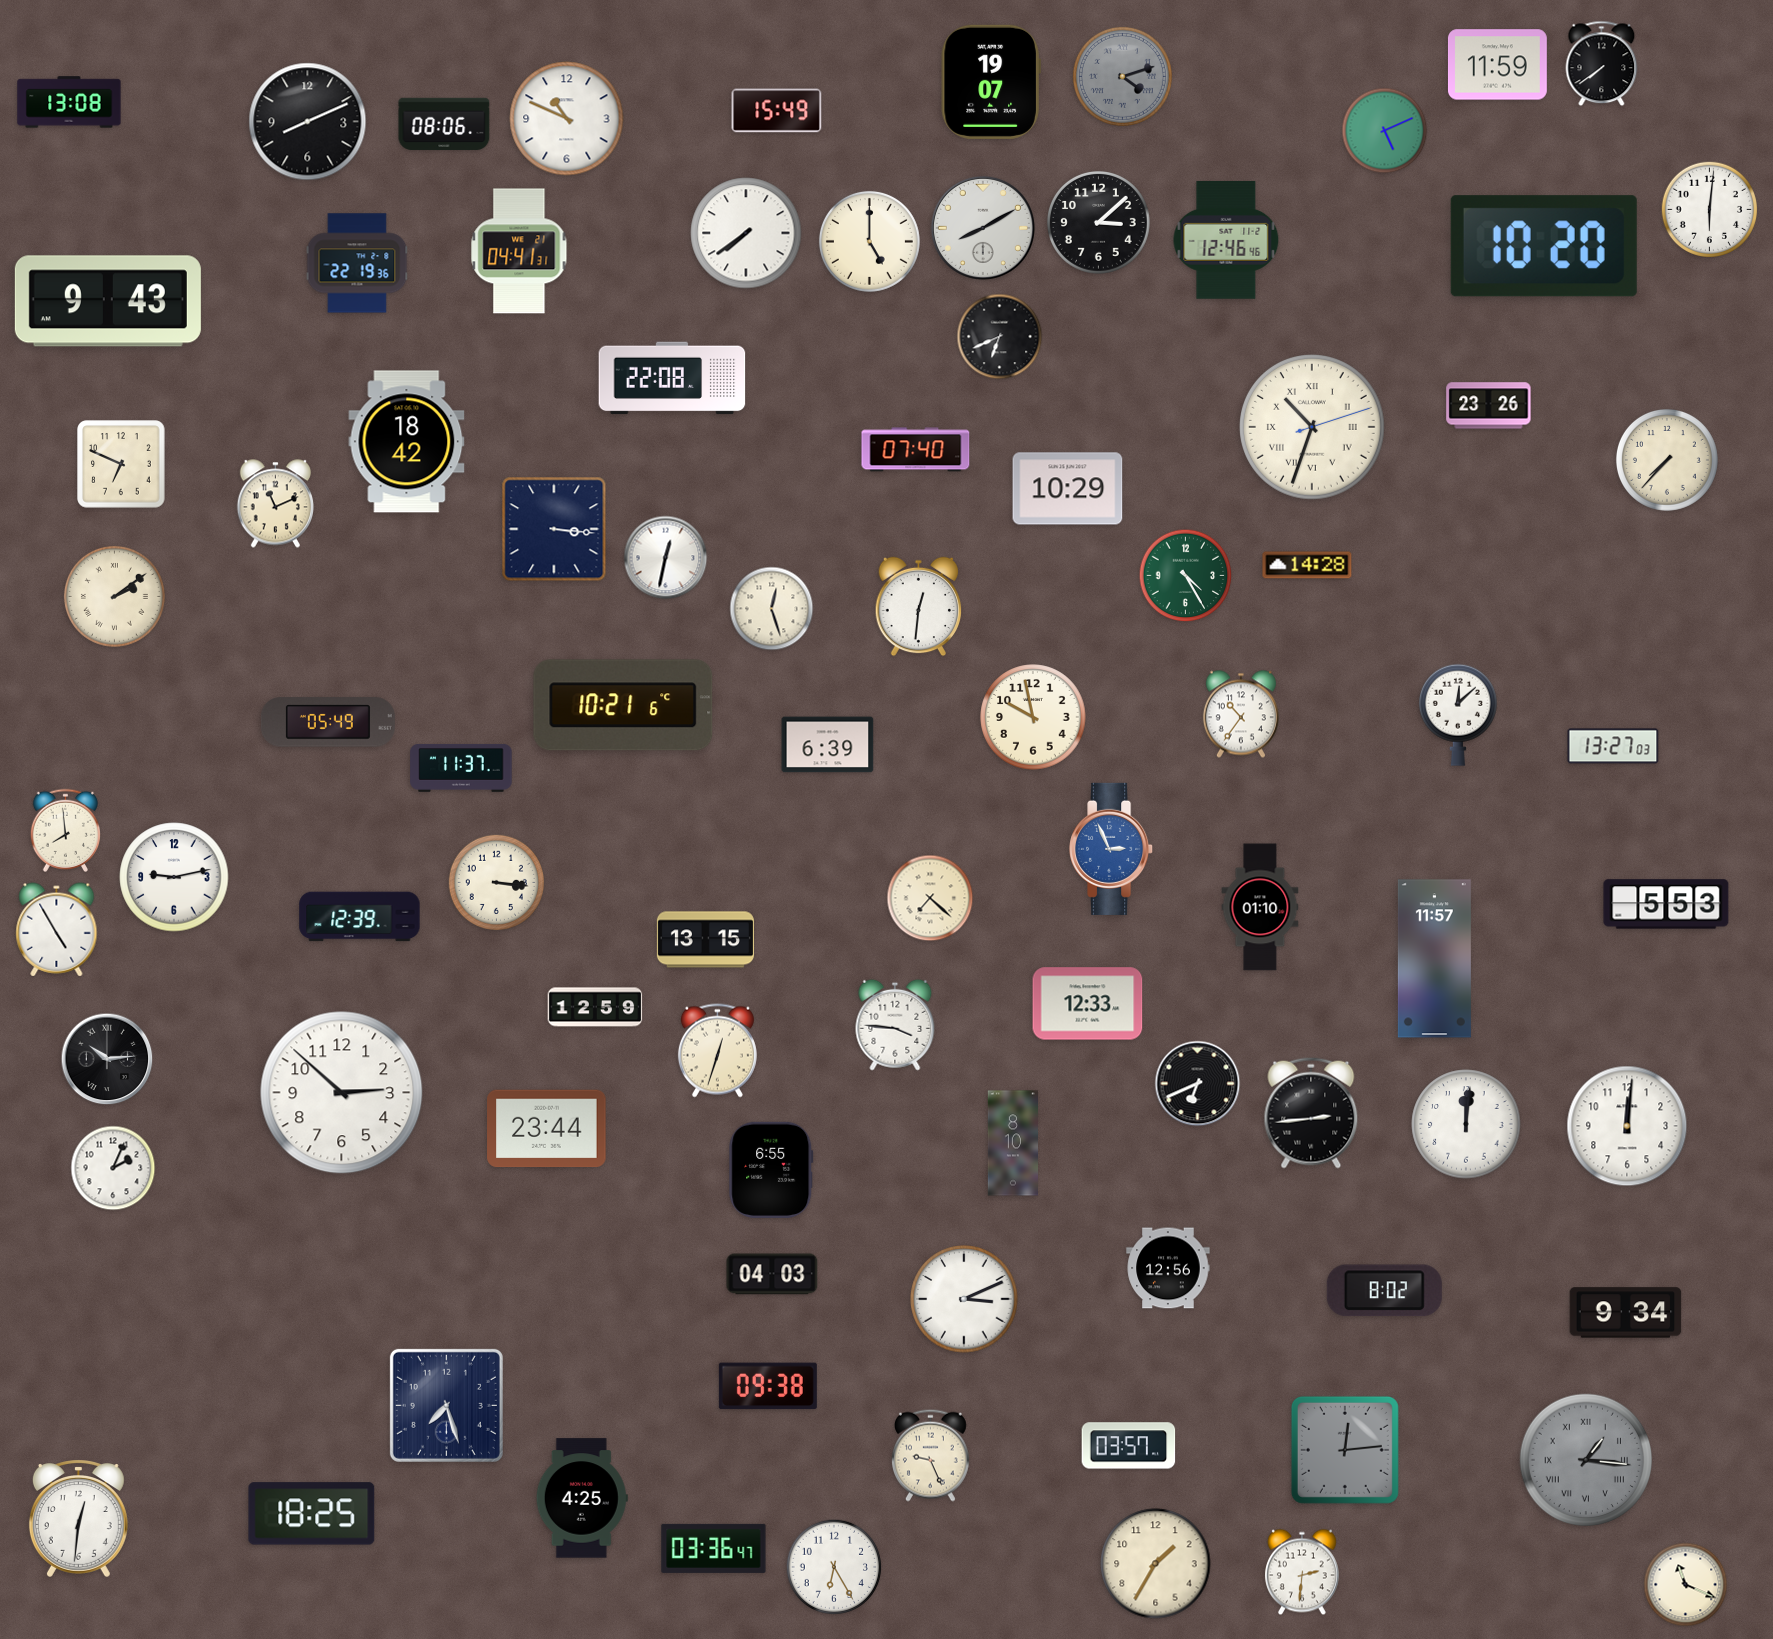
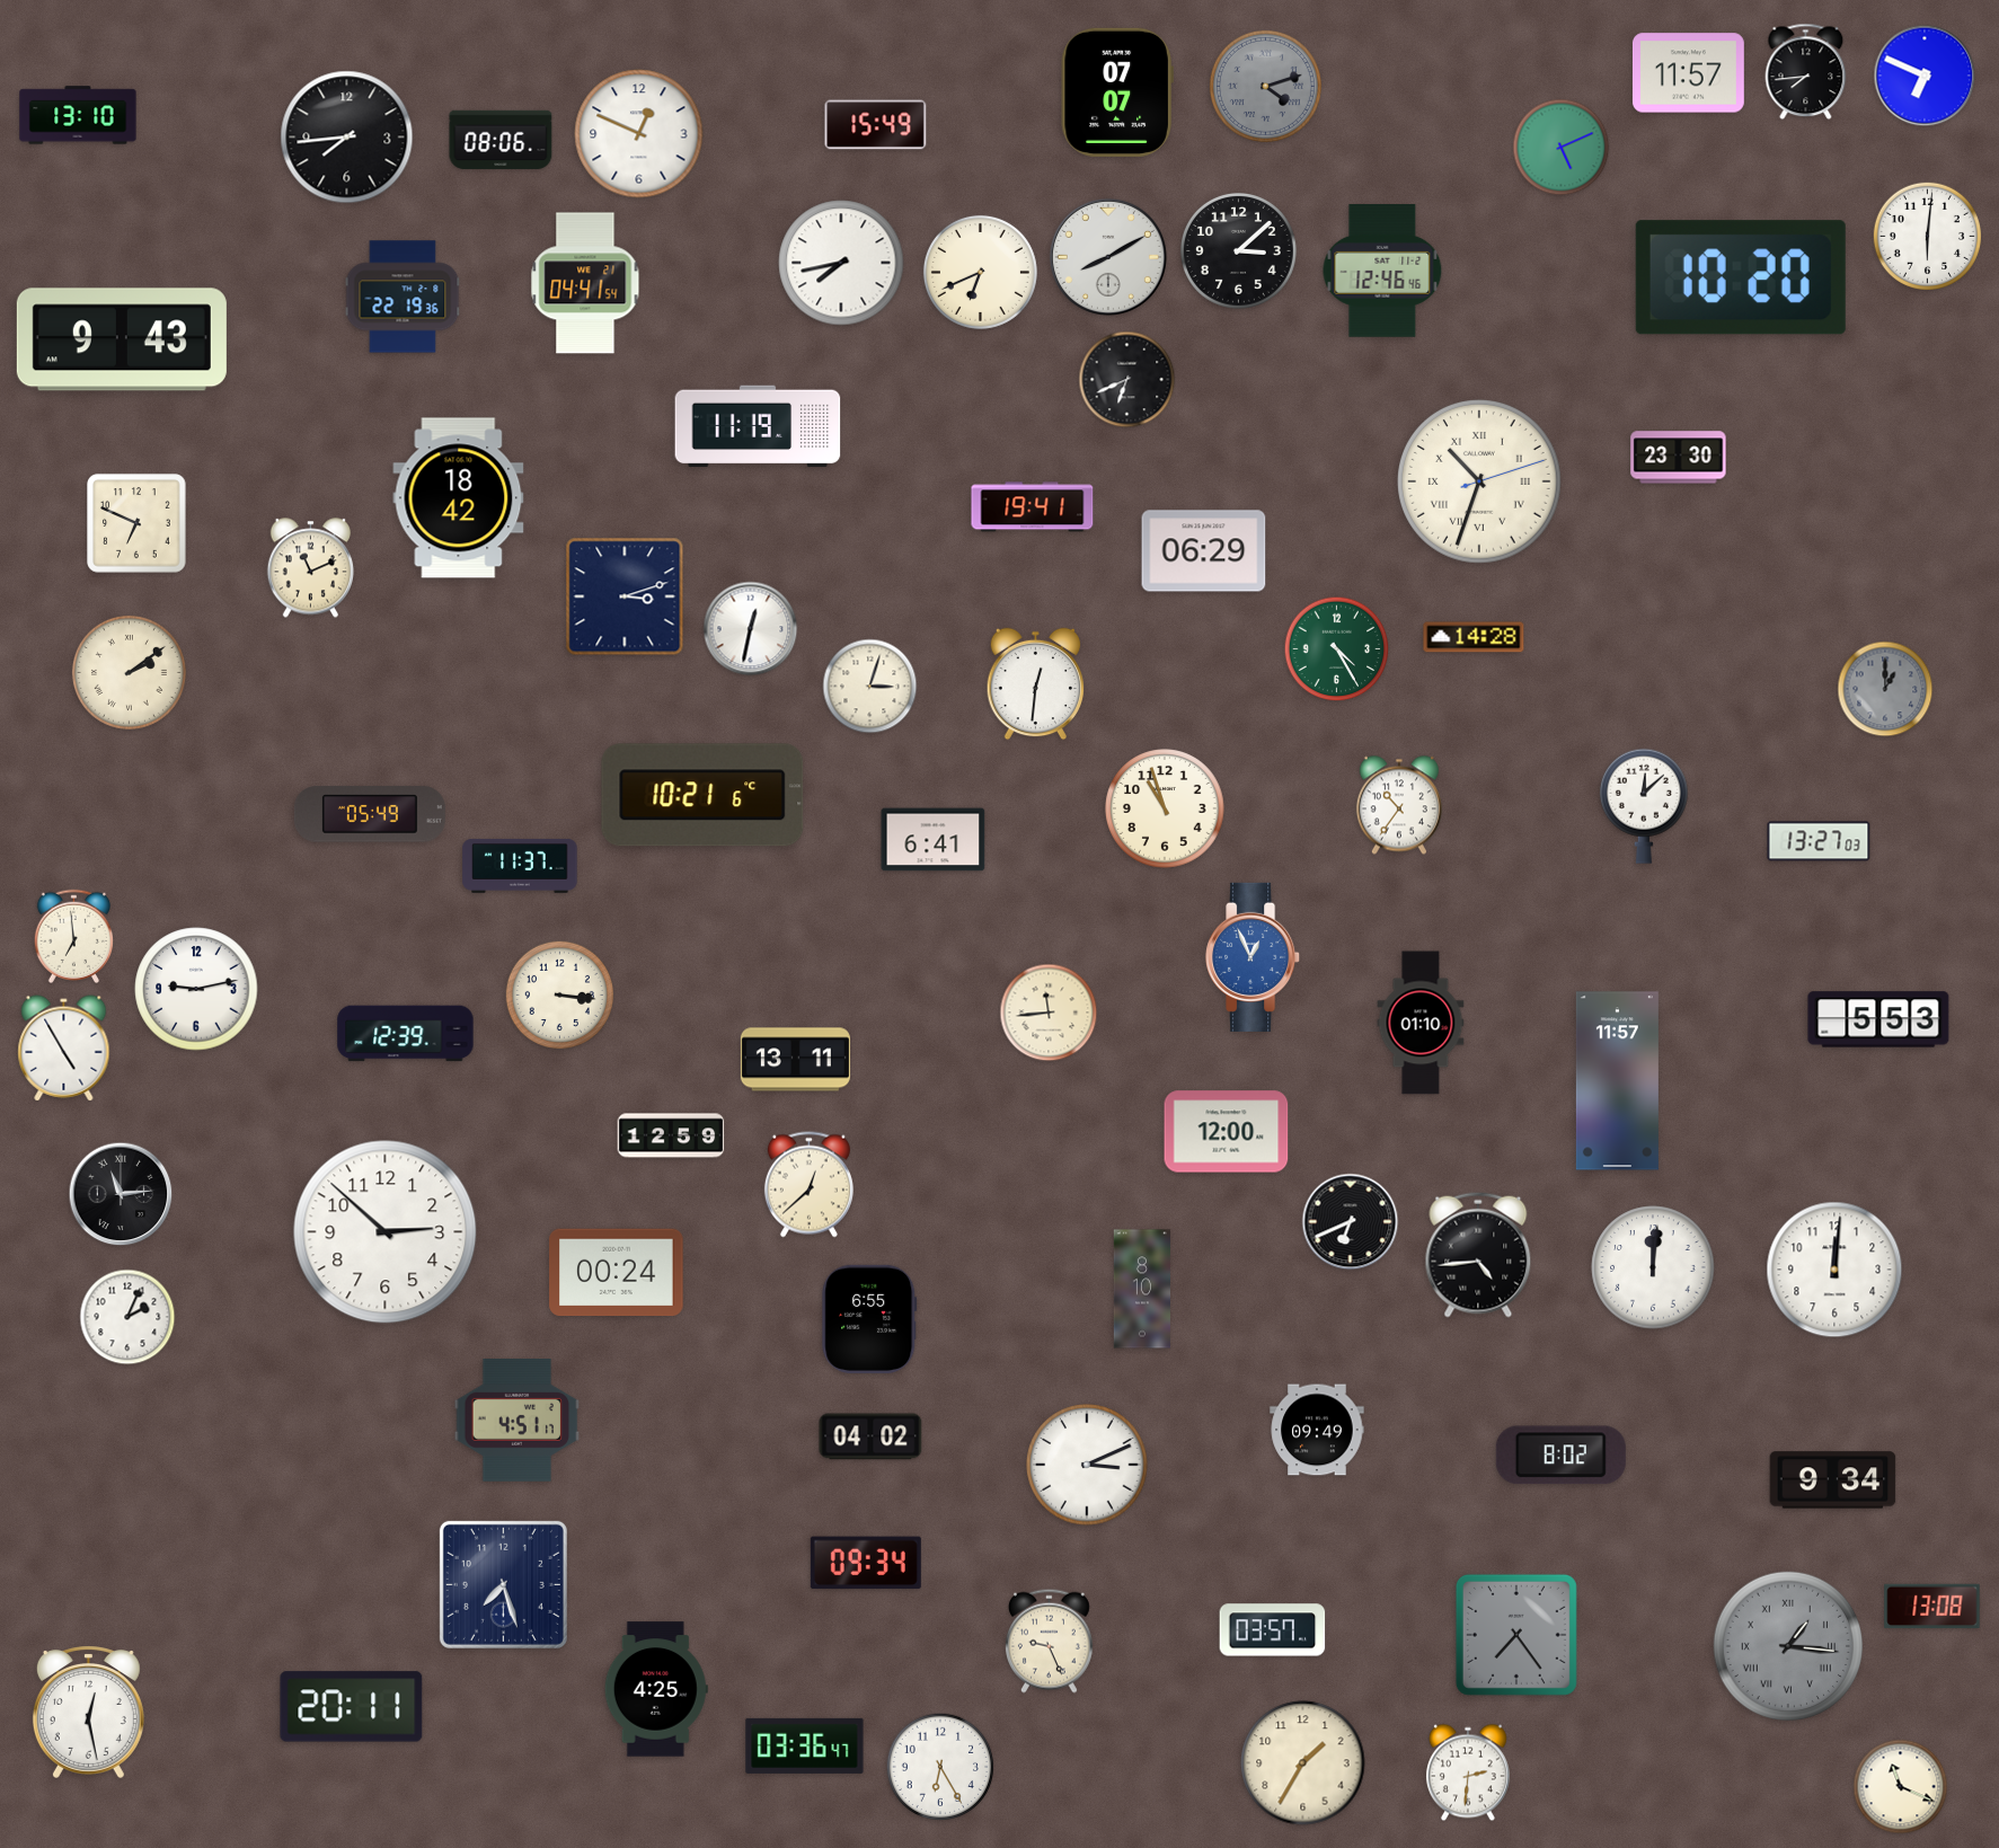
clock at (1602, 64): 7:39 -> 7:44
clock at (1497, 65): 11:59 -> 11:57
clock at (1925, 76): none -> 6:49
clock at (991, 82): 19:07 -> 07:07
clock at (69, 102): 13:08 -> 13:10
clock at (567, 119): 10:49 -> 12:49
clock at (308, 122): 8:11 -> 7:44
clock at (746, 233): 7:39 -> 7:43
clock at (869, 241): 5:00 -> 6:41
clock at (519, 251): 04:41:31 -> 04:41:54
clock at (672, 378): 22:08 -> 11:19
clock at (1489, 406): 23:26 -> 23:30
clock at (916, 450): 07:40 -> 19:41
clock at (1667, 460): 7:37 -> none
clock at (1068, 489): 10:29 -> 06:29
clock at (554, 529): 3:16 -> 3:12
clock at (772, 609): 12:27 -> 3:03
clock at (1885, 689): none -> 1:00
clock at (1033, 717): 9:58 -> 10:57
clock at (828, 745): 6:39 -> 6:41
clock at (65, 830): 7:59 -> 6:59
clock at (1112, 849): 2:56 -> 12:56
clock at (930, 898): 7:22 -> 11:44
clock at (705, 940): 13:15 -> 13:11
clock at (1088, 1004): 12:33 -> 12:00
clock at (895, 1025): 3:46 -> none
clock at (717, 1051): 12:33 -> 12:38
clock at (107, 1059): 10:14 -> 11:14
clock at (1311, 1113): 2:44 -> 4:44
clock at (547, 1129): 23:44 -> 00:24
clock at (518, 1421): none -> 4:51
clock at (1168, 1268): 12:56 -> 09:49
clock at (772, 1274): 04:03 -> 04:02
clock at (768, 1386): 09:38 -> 09:34
clock at (1932, 1607): none -> 13:08
clock at (1345, 1450): 12:14 -> 7:24
clock at (312, 1514): 18:25 -> 20:11
clock at (78, 1518): 12:31 -> 12:28
